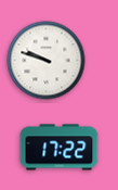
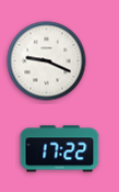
clock at (47, 61): 9:48 -> 9:19
